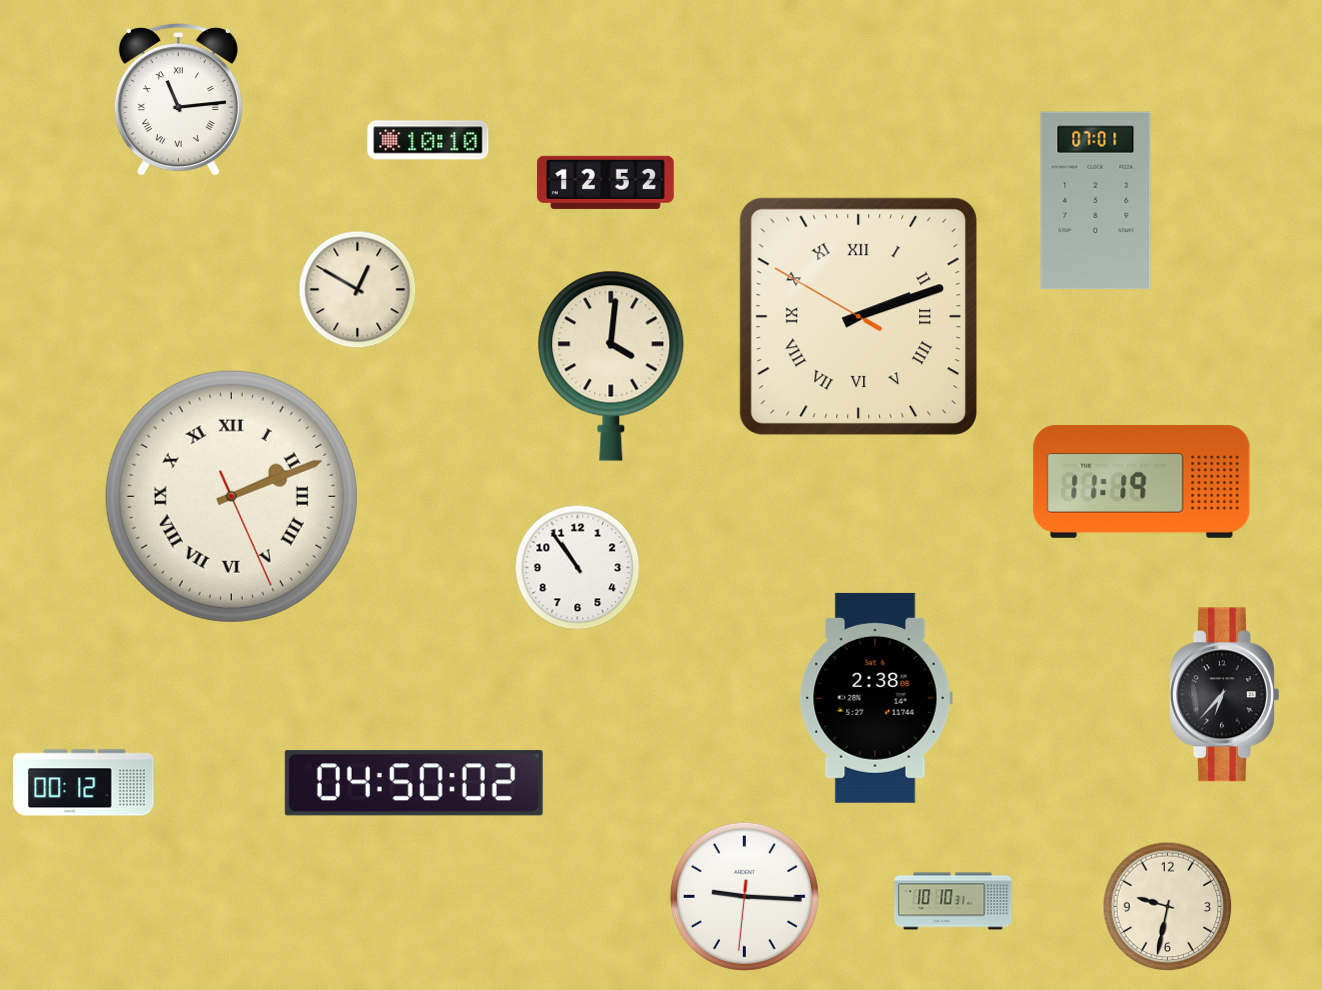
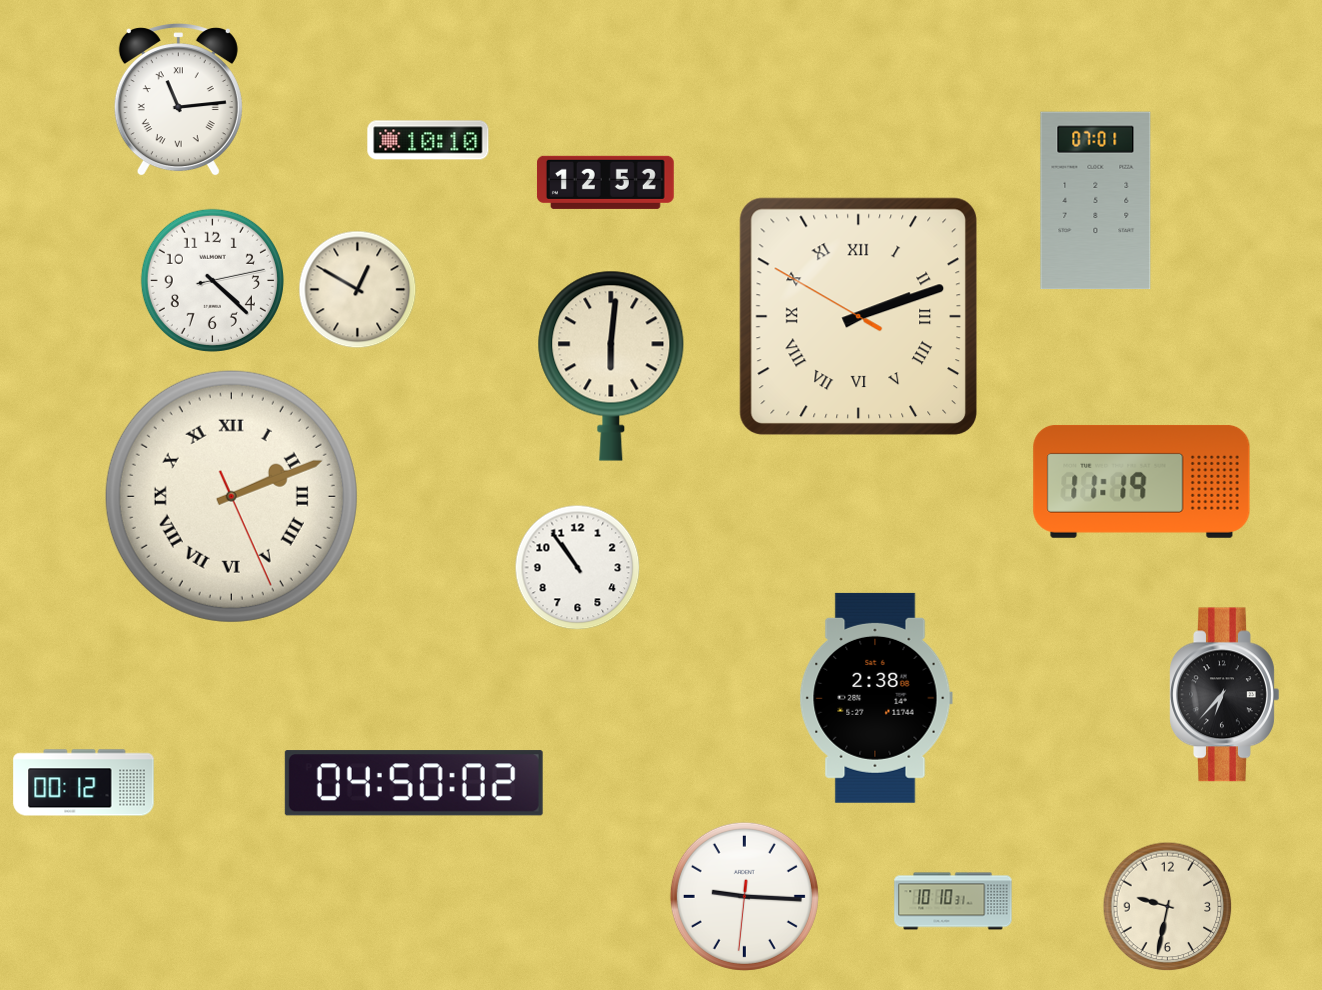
clock at (212, 280): none -> 4:22
clock at (611, 366): 4:01 -> 6:01
